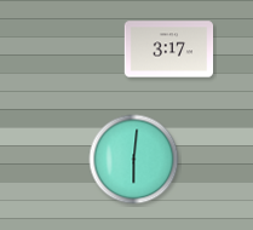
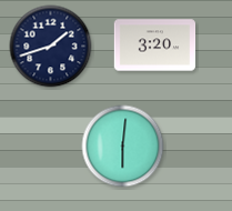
clock at (169, 50): 3:17 -> 3:20
clock at (51, 47): none -> 1:42
